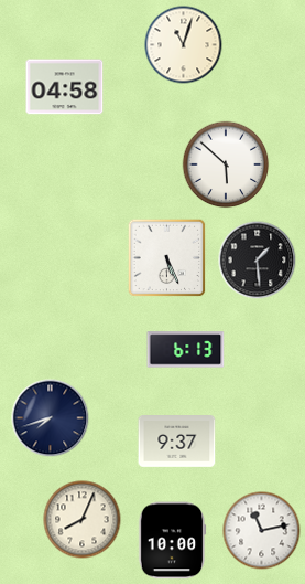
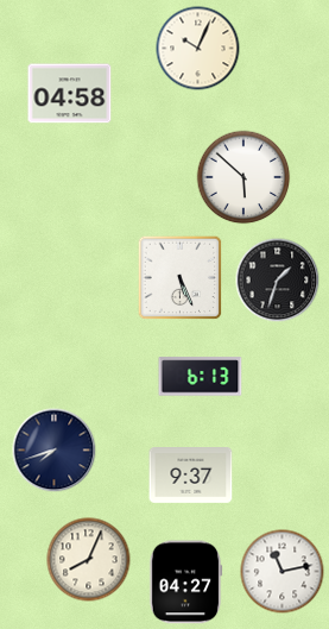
clock at (184, 45): 11:03 -> 10:04
clock at (258, 261): 1:29 -> 1:33
clock at (172, 541): 10:00 -> 04:27
